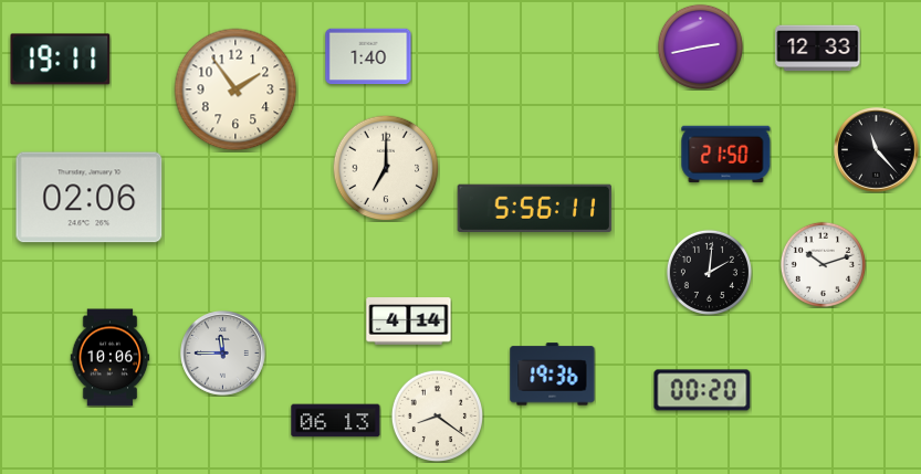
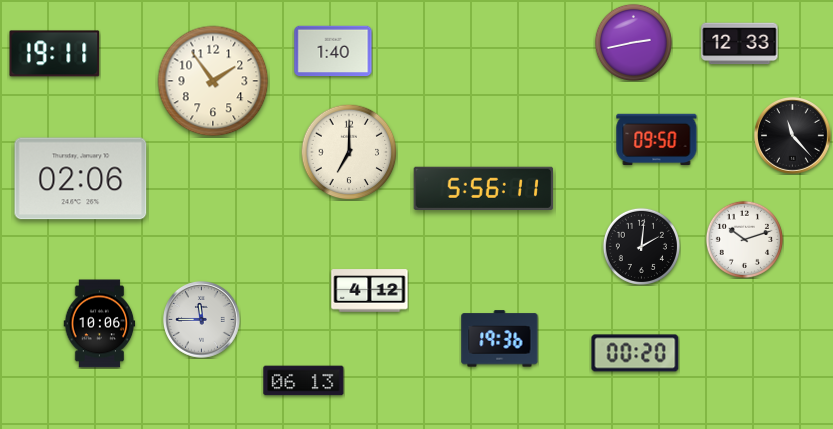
clock at (726, 155): 21:50 -> 09:50
clock at (409, 322): 4:14 -> 4:12
clock at (437, 415): 8:21 -> none
